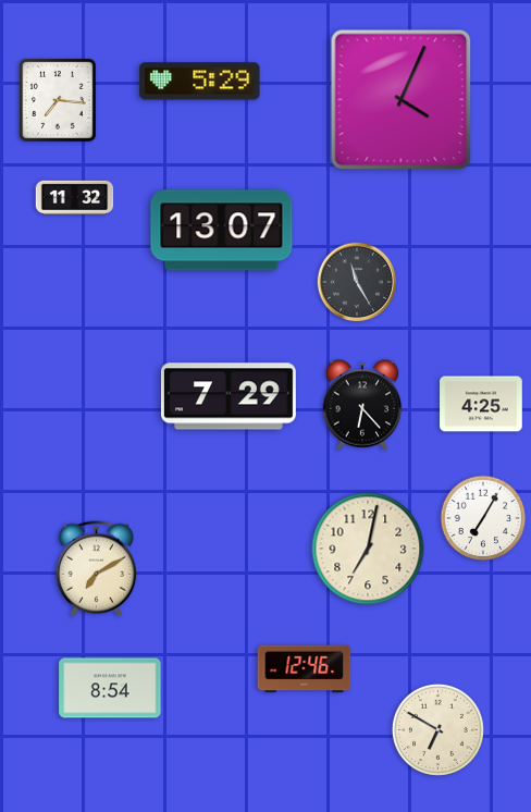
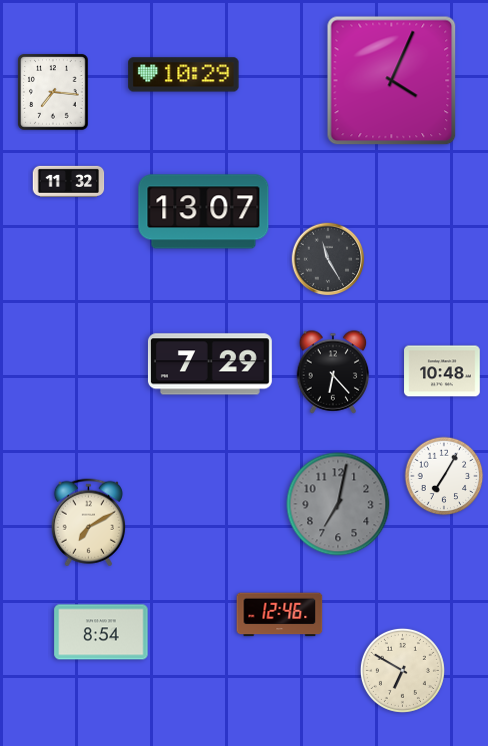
clock at (200, 82): 5:29 -> 10:29
clock at (402, 100) position: (402, 100) -> (392, 81)
clock at (481, 404): 4:25 -> 10:48
clock at (368, 549) dial: cream -> grey
